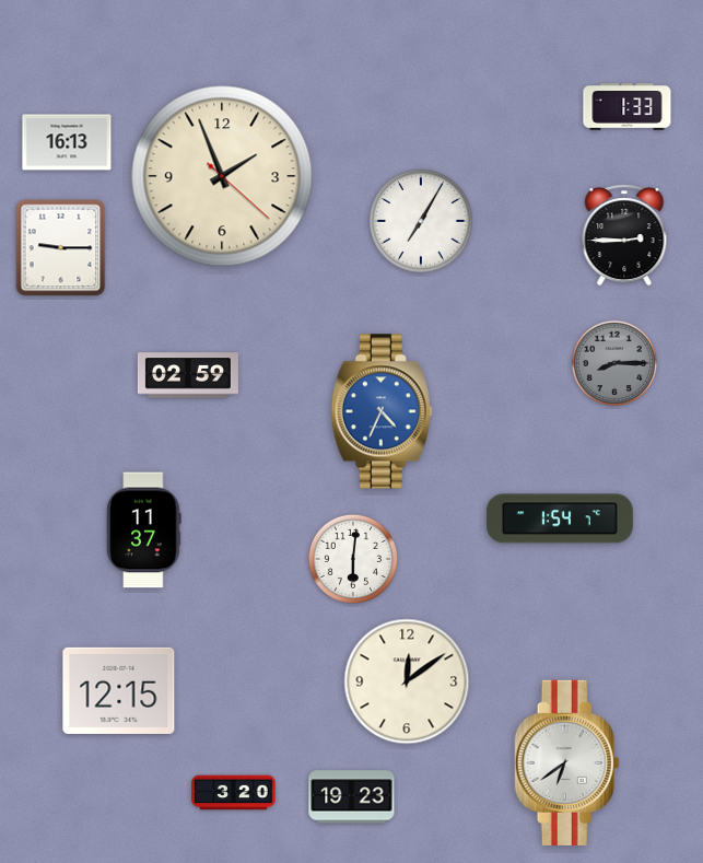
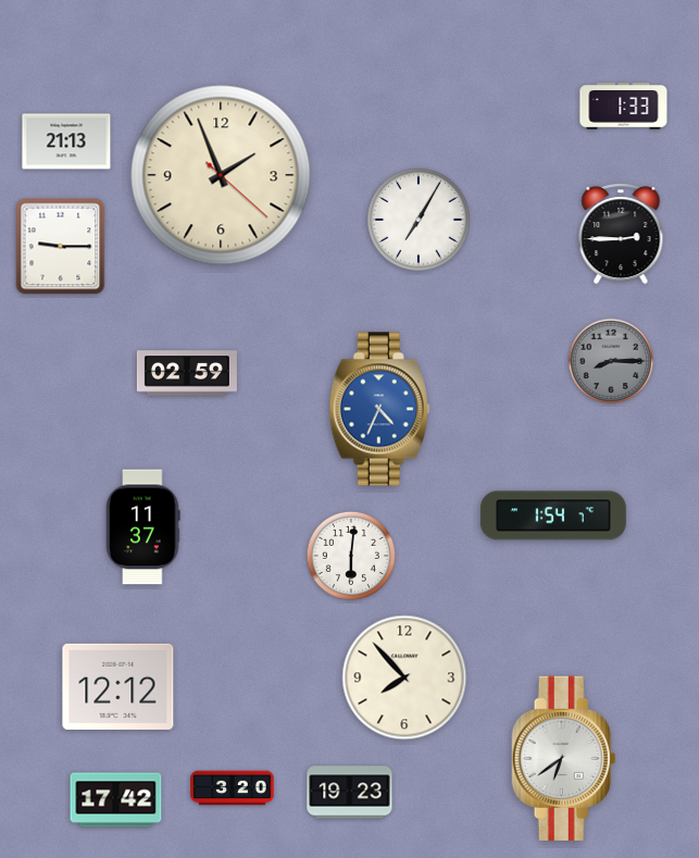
clock at (67, 142): 16:13 -> 21:13
clock at (560, 518) position: (560, 518) -> (553, 515)
clock at (407, 681): 12:09 -> 7:53
clock at (119, 690): 12:15 -> 12:12
clock at (116, 800): none -> 17:42
